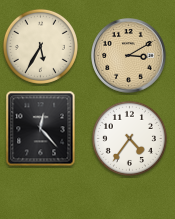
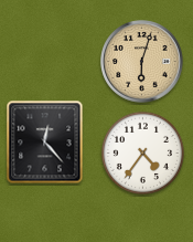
clock at (40, 46): 5:35 -> none
clock at (129, 56): 3:10 -> 6:03
